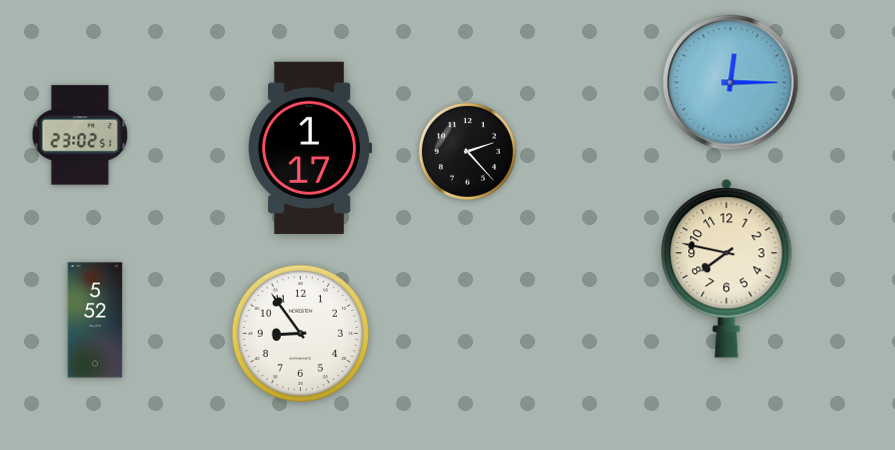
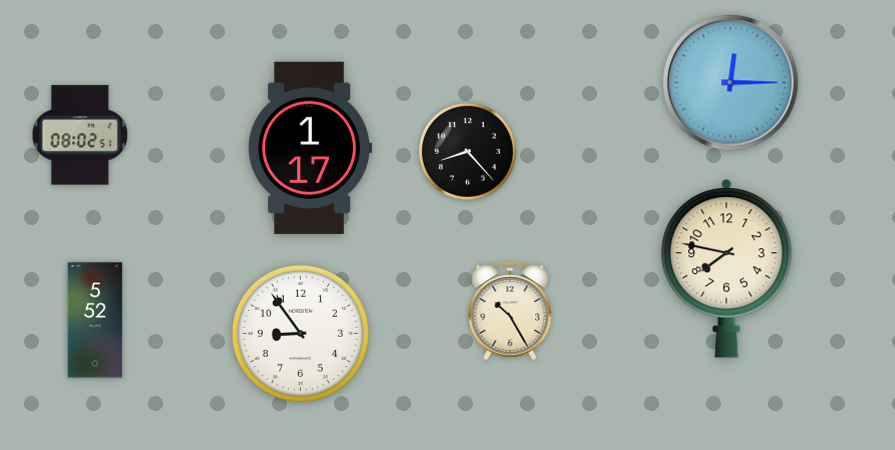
clock at (80, 135): 23:02 -> 08:02
clock at (467, 151): 2:23 -> 8:23
clock at (510, 311): none -> 10:25
